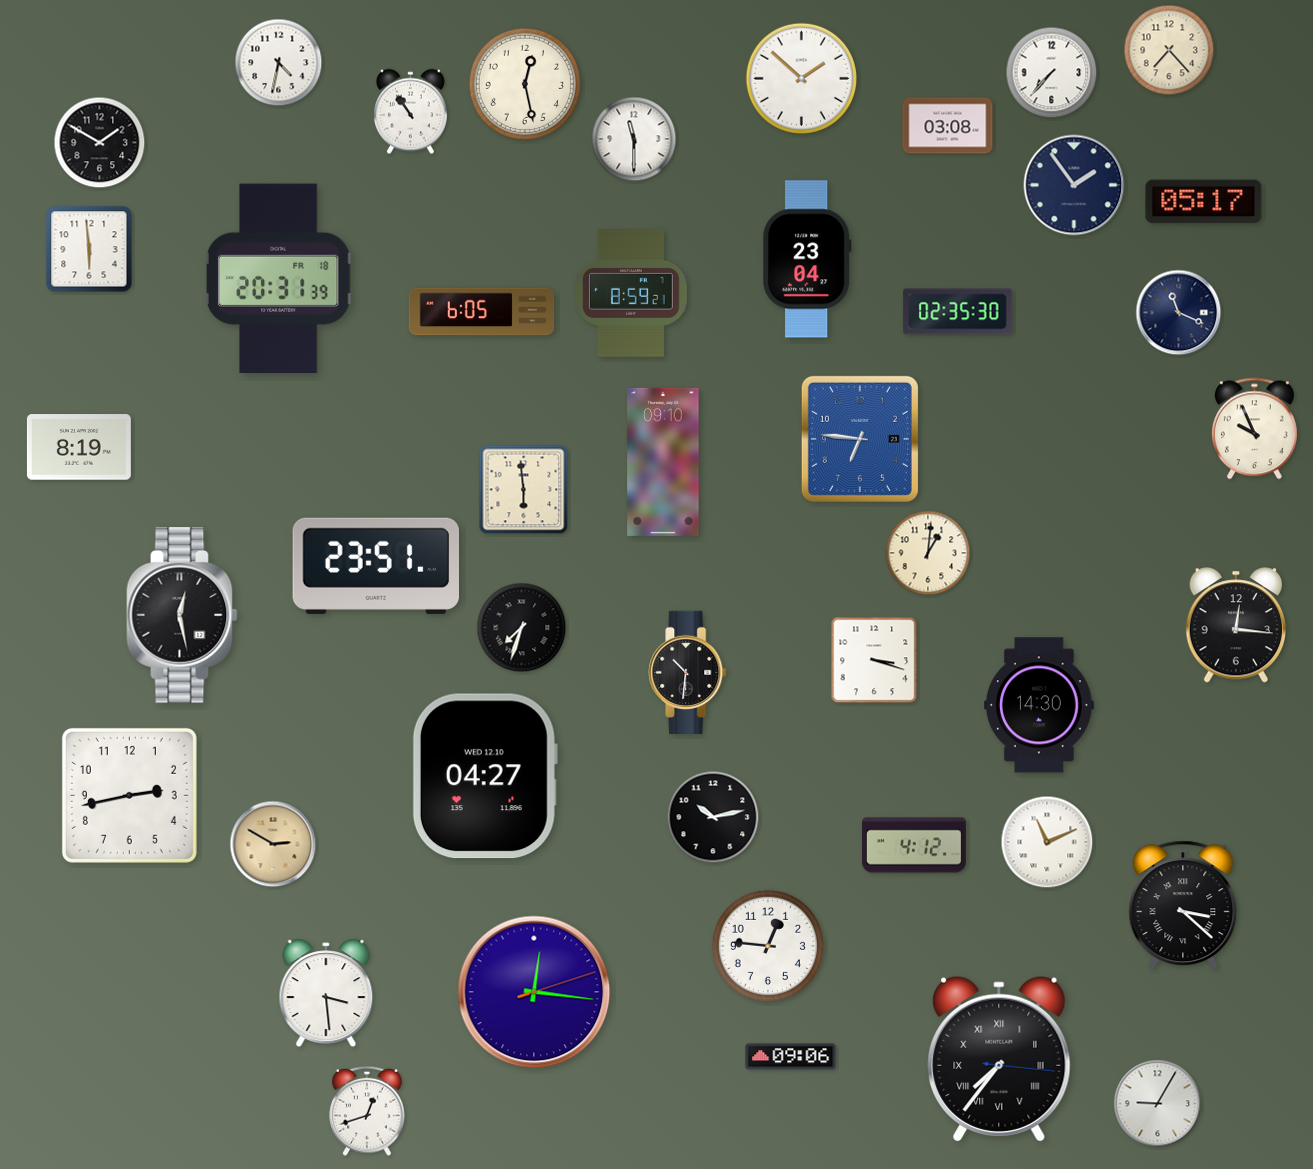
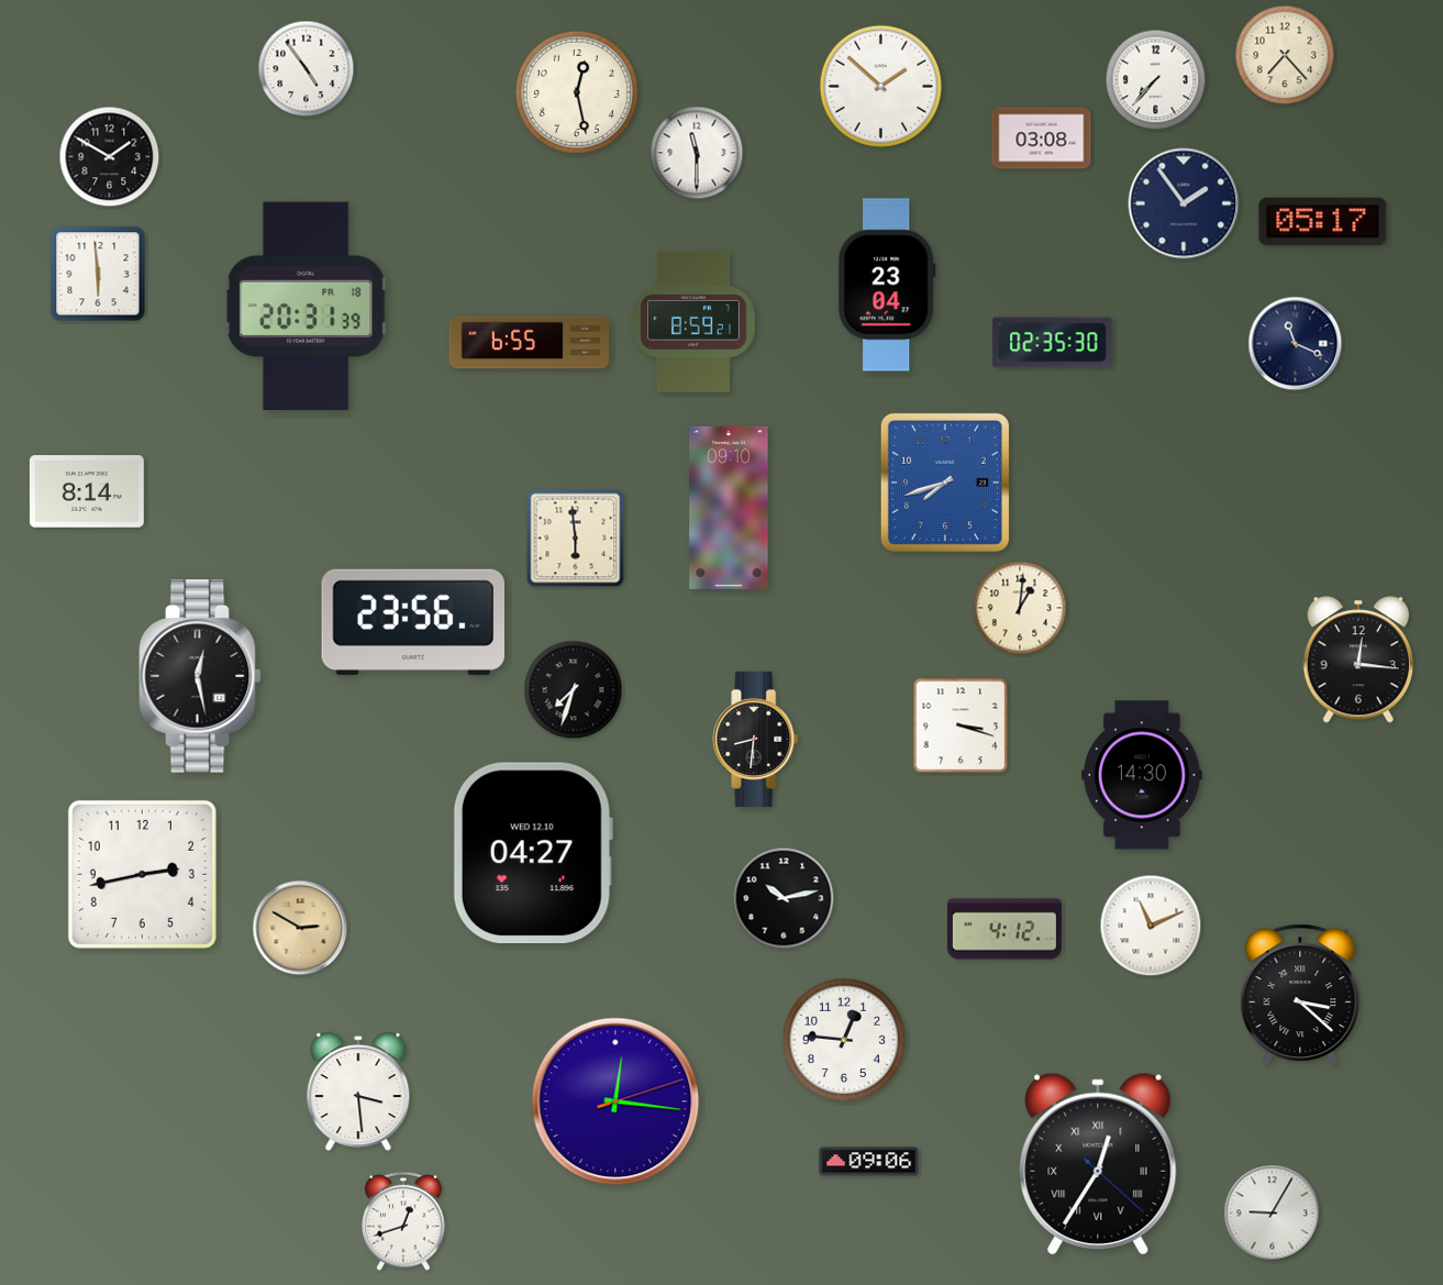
clock at (279, 63): 4:32 -> 4:54
clock at (410, 112): 10:54 -> none
clock at (1074, 185) position: (1074, 185) -> (1184, 203)
clock at (482, 312): 6:05 -> 6:55
clock at (1254, 429): 9:56 -> none
clock at (860, 439): 6:46 -> 7:42
clock at (79, 447): 8:19 -> 8:14
clock at (375, 566): 23:51 -> 23:56
clock at (1236, 625) position: (1236, 625) -> (1358, 660)
clock at (688, 672): 10:31 -> 8:31
clock at (534, 992) position: (534, 992) -> (615, 1101)
clock at (999, 1059): 7:36 -> 12:35
